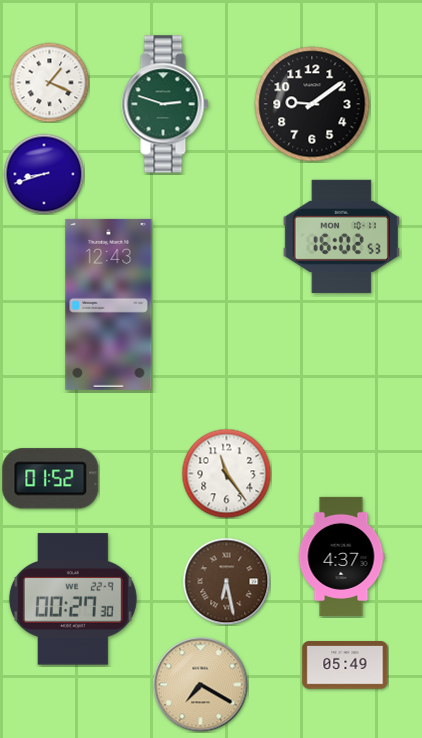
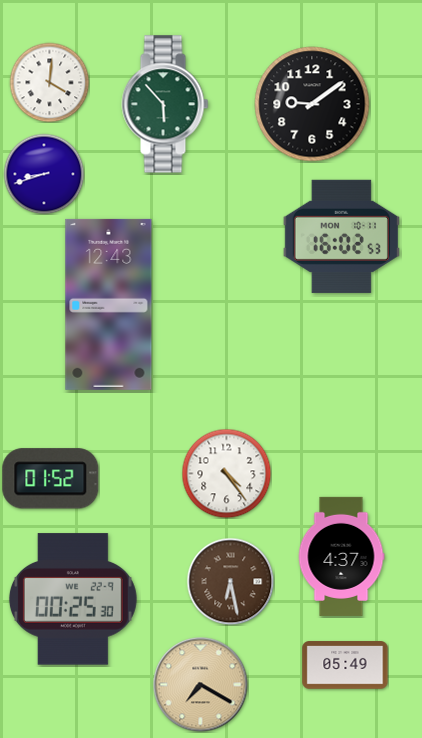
clock at (49, 82): 1:19 -> 4:01
clock at (165, 104): 2:48 -> 5:53
clock at (226, 473): 11:24 -> 4:24
clock at (226, 581) position: (226, 581) -> (230, 581)
clock at (73, 599): 00:27 -> 00:25
